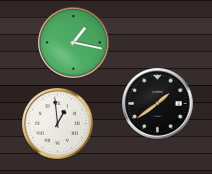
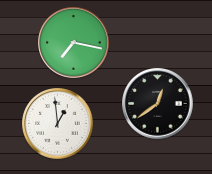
clock at (74, 43): 1:17 -> 7:17
clock at (158, 104): 1:39 -> 12:39
